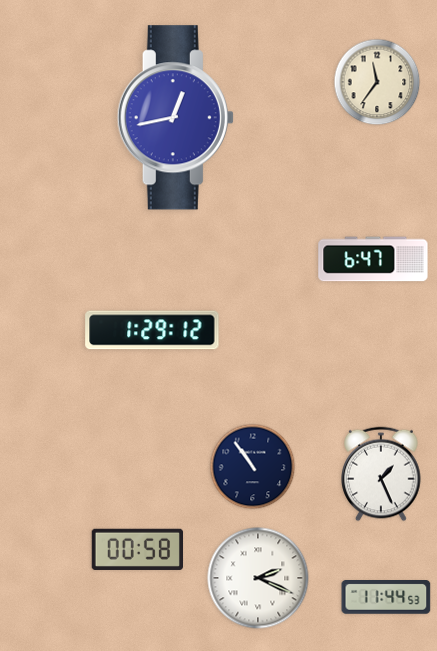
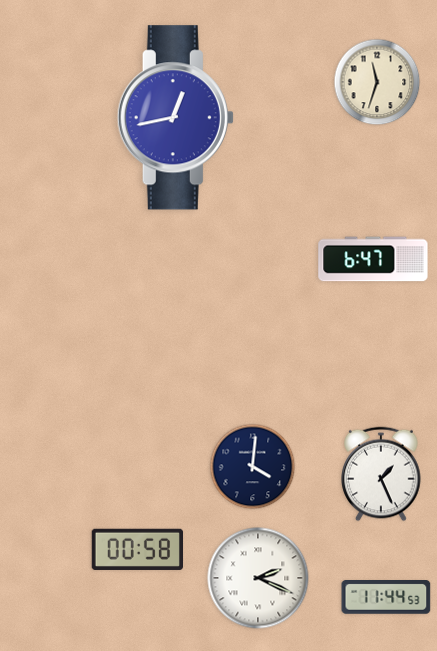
clock at (377, 82): 11:36 -> 11:33
clock at (152, 330): 1:29 -> none
clock at (253, 467): 10:54 -> 4:01
